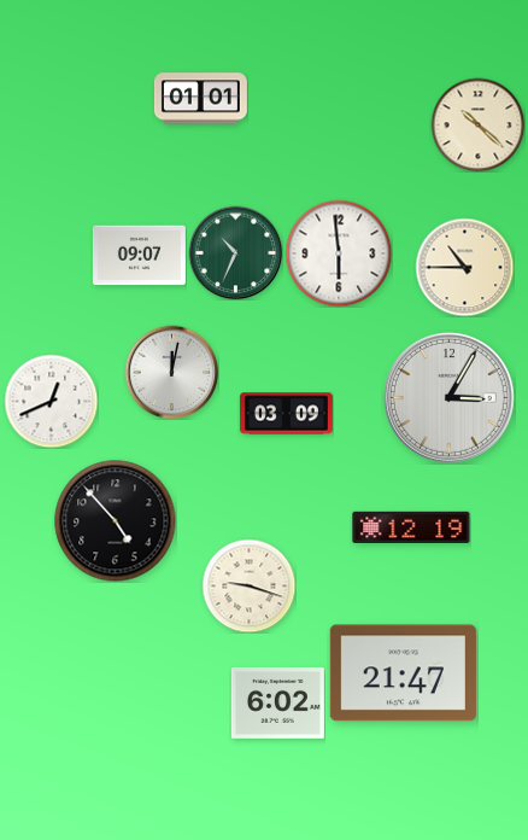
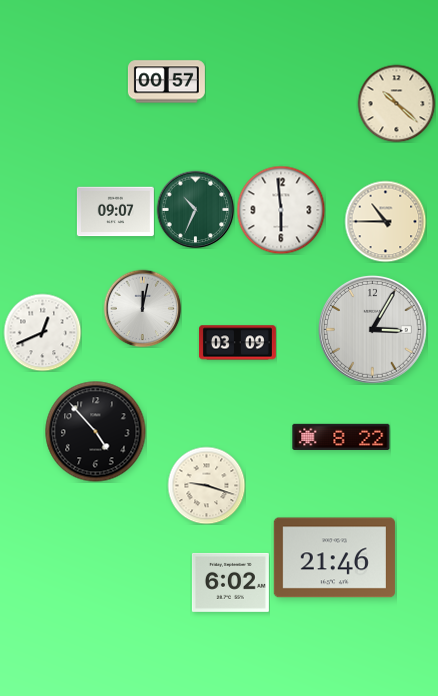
clock at (200, 99): 01:01 -> 00:57
clock at (411, 527): 12:19 -> 8:22
clock at (403, 673): 21:47 -> 21:46
